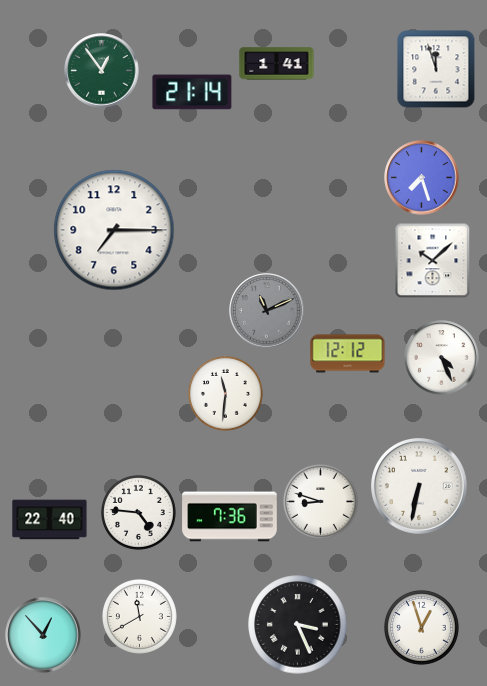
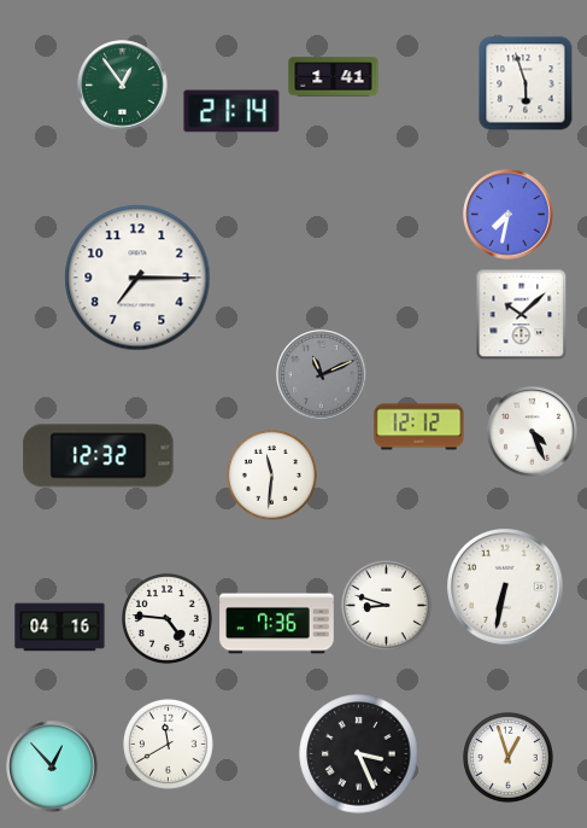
clock at (436, 69): 11:57 -> 5:57
clock at (422, 178): 7:27 -> 7:32
clock at (99, 456): none -> 12:32
clock at (50, 520): 22:40 -> 04:16
